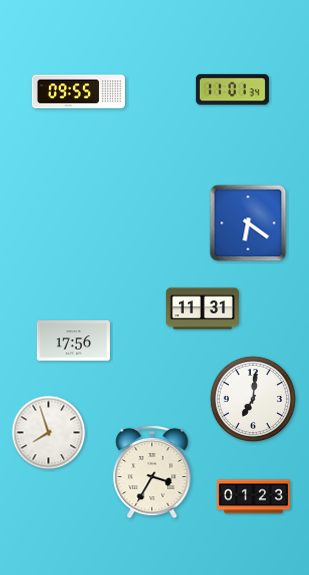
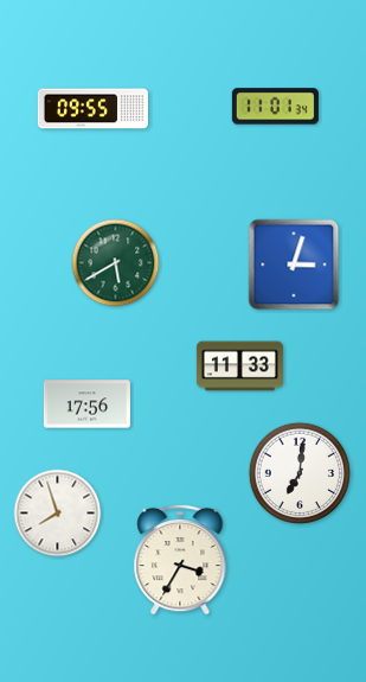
clock at (116, 263): none -> 5:40
clock at (248, 223): 6:21 -> 3:03
clock at (202, 309): 11:31 -> 11:33
clock at (253, 497): 01:23 -> none
